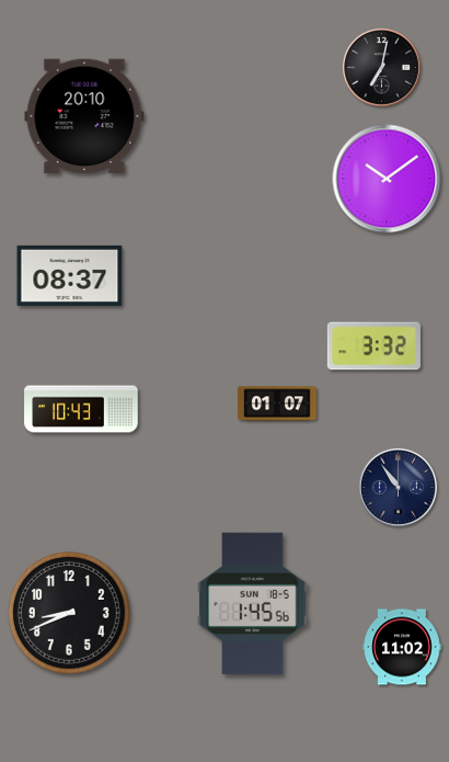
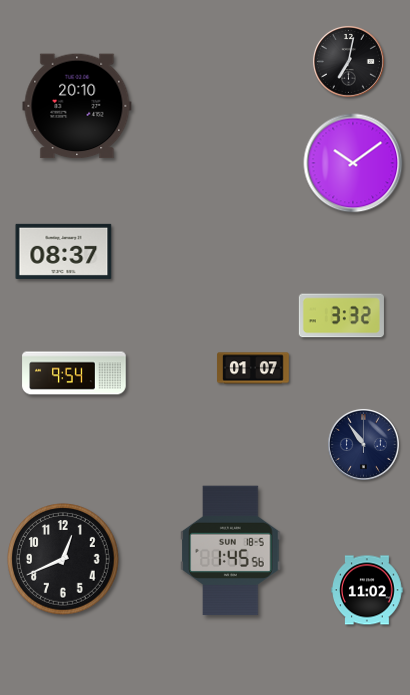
clock at (81, 409): 10:43 -> 9:54
clock at (69, 613): 8:41 -> 12:41
